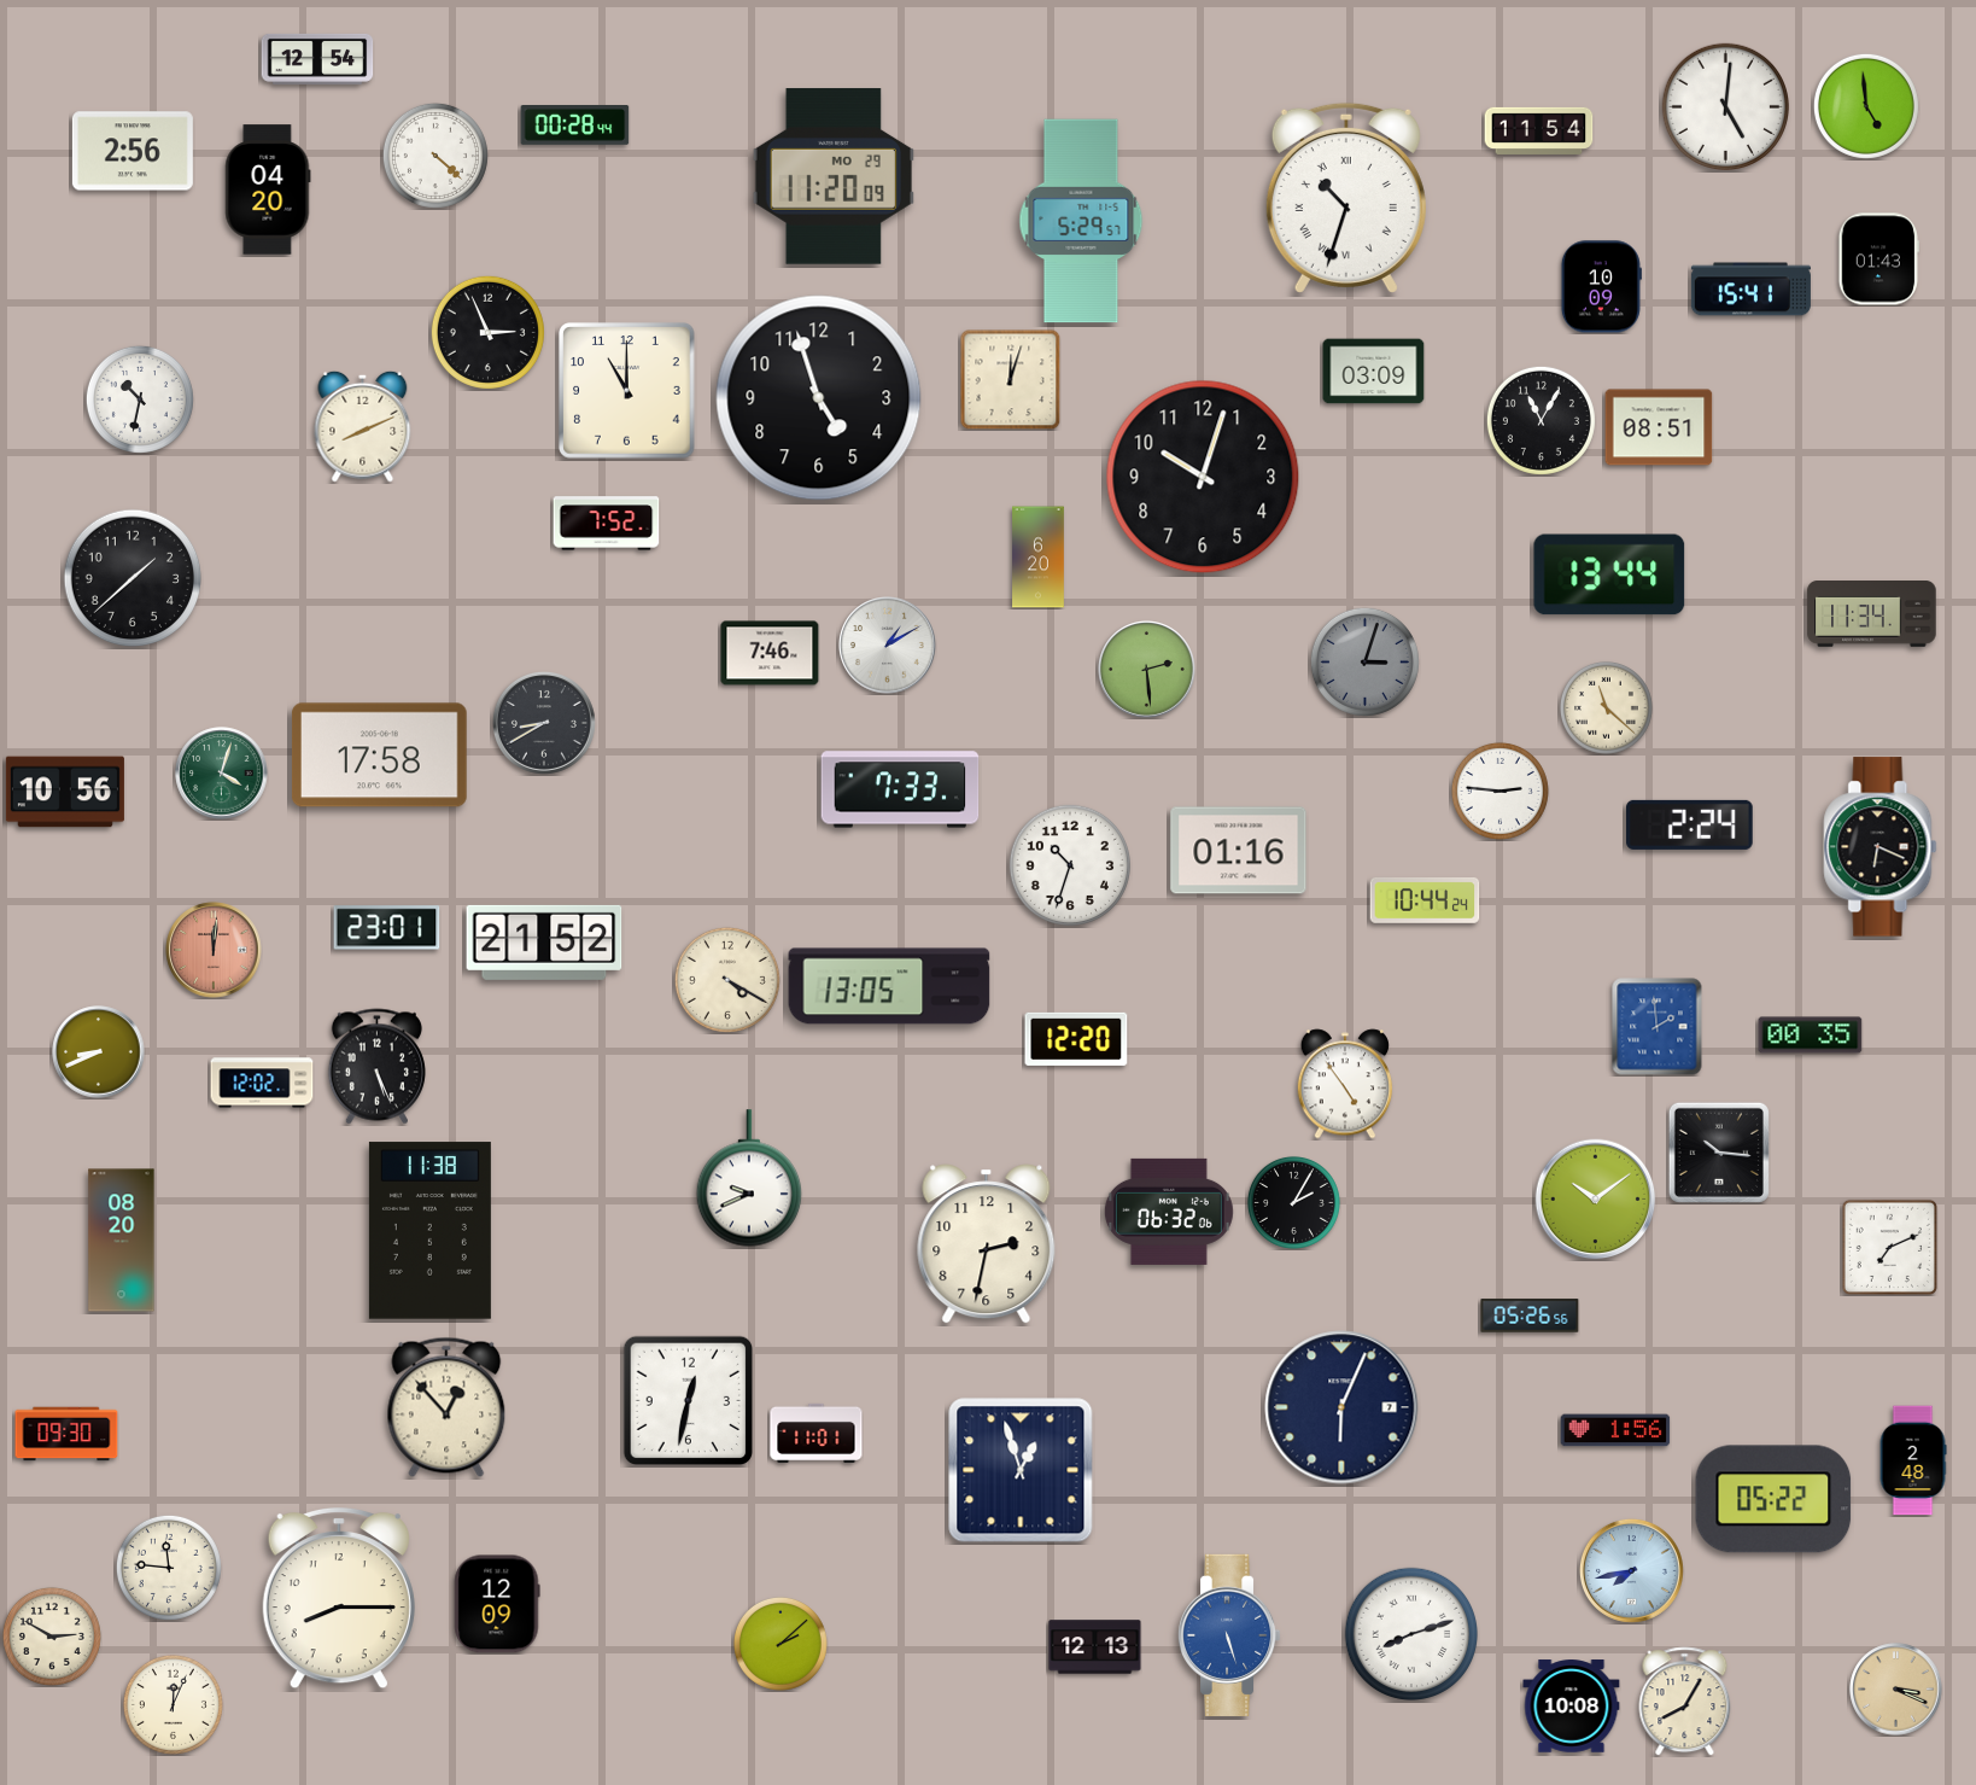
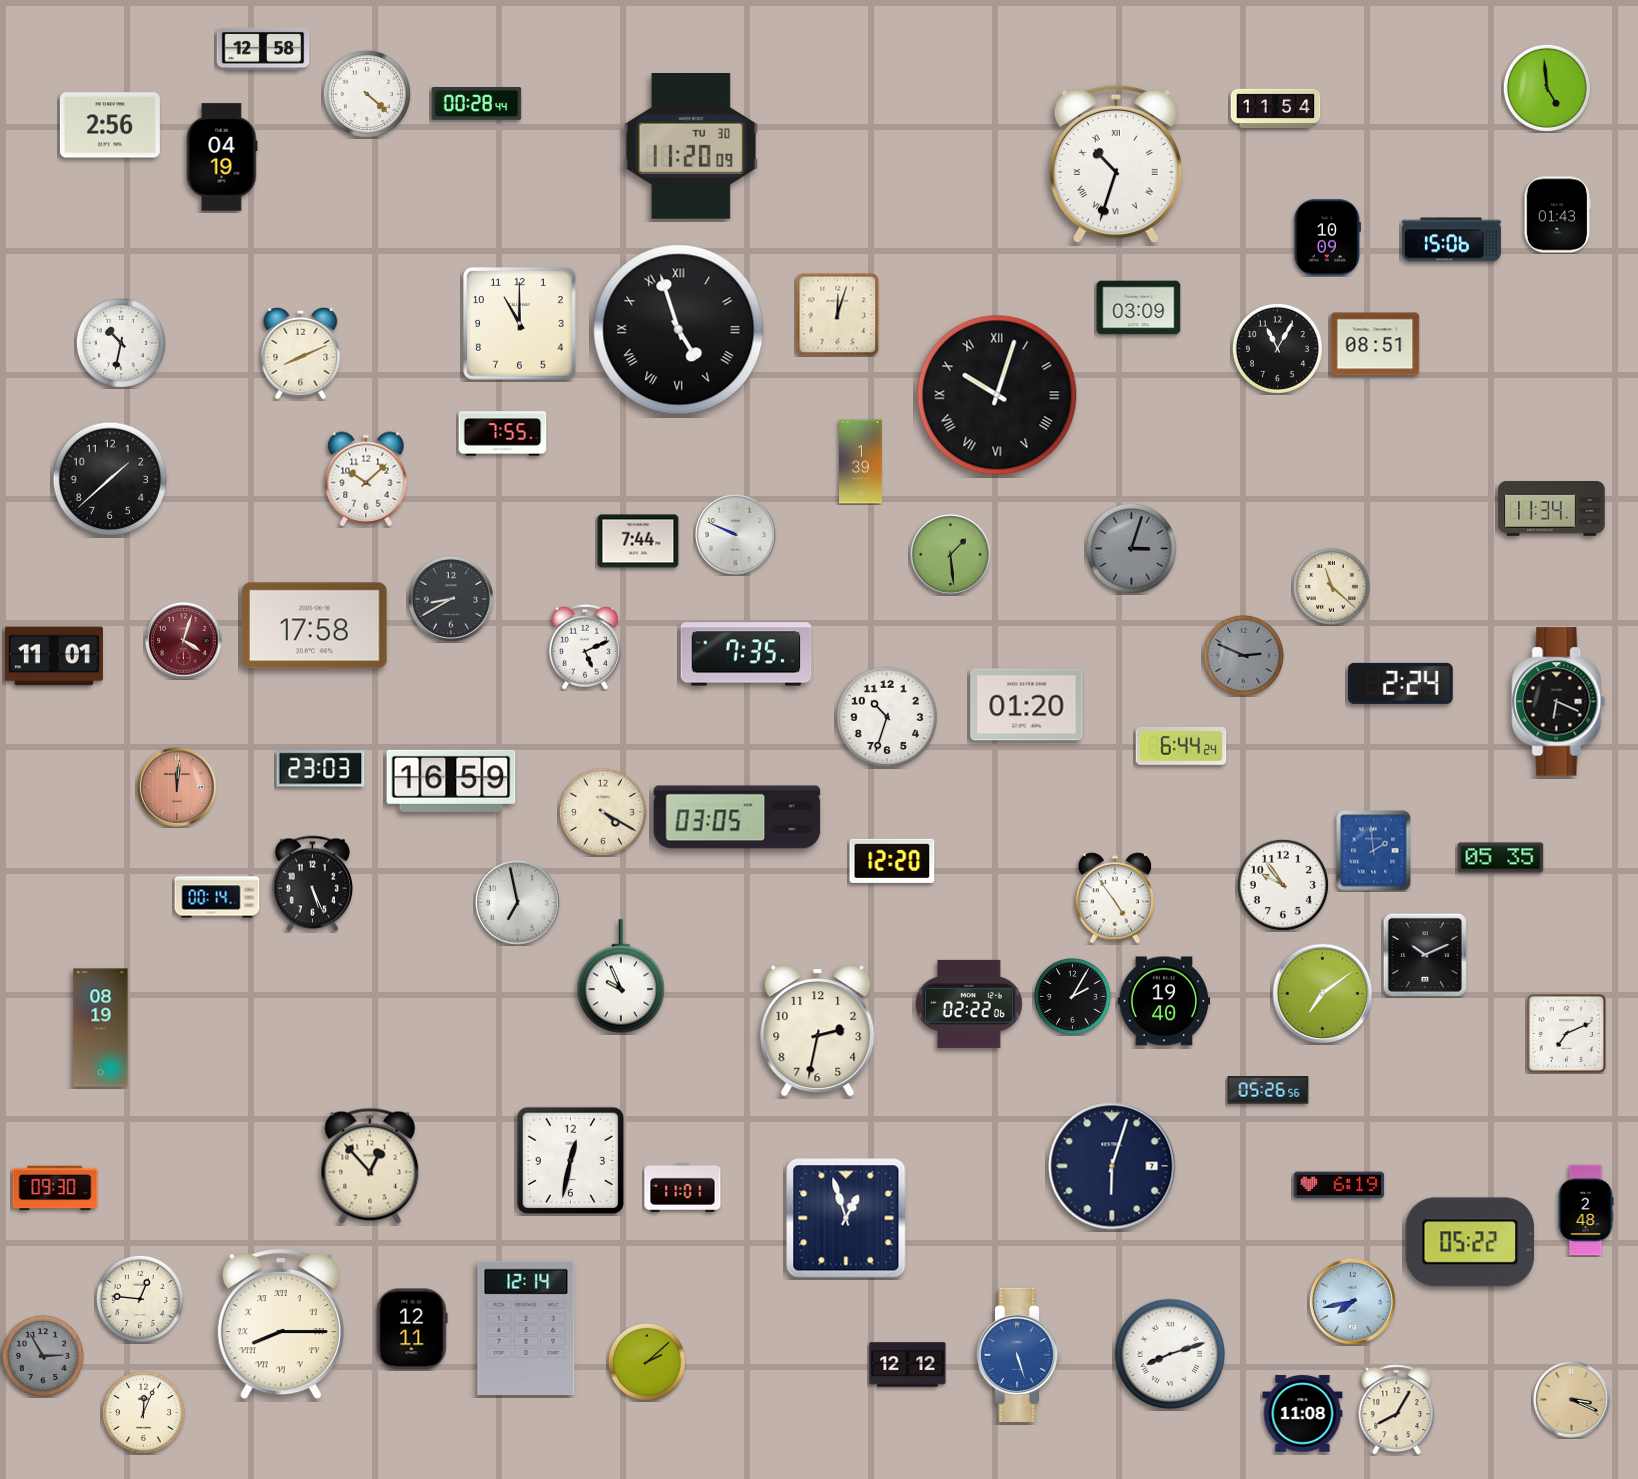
clock at (317, 59): 12:54 -> 12:58
clock at (1725, 106): 5:01 -> none
clock at (435, 156) position: (435, 156) -> (367, 94)
clock at (834, 176) date: MO 29 -> TU 30
clock at (268, 189): 04:20 -> 04:19
clock at (1081, 221): 5:29 -> none
clock at (1750, 290): 15:41 -> 15:06
clock at (487, 332): 2:56 -> none
clock at (819, 398) numerals: Arabic -> Roman
clock at (140, 399) position: (140, 399) -> (121, 343)
clock at (1659, 427) position: (1659, 427) -> (1375, 344)
clock at (1203, 477) numerals: Arabic -> Roman
clock at (607, 524): 7:52 -> 7:55
clock at (1039, 558): 6:20 -> 1:39
clock at (1609, 574): 13:44 -> none
clock at (366, 479): none -> 10:08
clock at (888, 646): 1:10 -> 9:49
clock at (770, 653): 7:46 -> 7:44
clock at (1147, 670): 2:29 -> 1:29
clock at (222, 774) dial: green -> burgundy
clock at (585, 647): none -> 5:11
clock at (900, 789): 7:33 -> 7:35
clock at (1499, 791): 2:46 -> 2:49
clock at (1499, 791) dial: white -> grey
clock at (65, 792): 10:56 -> 11:01
clock at (1239, 851): 01:16 -> 01:20
clock at (1425, 900): 10:44 -> 6:44
clock at (387, 928): 23:01 -> 23:03
clock at (544, 943): 21:52 -> 16:59
clock at (889, 986): 13:05 -> 03:05
clock at (1811, 1036): 00:35 -> 05:35
clock at (99, 1052): 8:41 -> none
clock at (1283, 885): none -> 9:54
clock at (262, 1083): 12:02 -> 00:14
clock at (517, 902): none -> 6:58
clock at (1719, 1153): 10:16 -> 10:11
clock at (748, 1178): 9:41 -> 9:56
clock at (1596, 1200): 10:09 -> 7:09
clock at (1164, 1001): none -> 19:40
clock at (1169, 1212): 06:32 -> 02:22
clock at (429, 1231): 11:38 -> none
clock at (122, 1241): 08:20 -> 08:19
clock at (1341, 1407): 6:04 -> 6:03
clock at (1615, 1430): 1:56 -> 6:19
clock at (817, 1433) position: (817, 1433) -> (683, 1187)
clock at (169, 1568): 11:46 -> 12:46
clock at (339, 1598) numerals: Arabic -> Roman
clock at (526, 1328): none -> 12:14
clock at (497, 1604): 12:09 -> 12:11
clock at (52, 1637): 2:50 -> 2:55
clock at (52, 1637) dial: cream -> grey
clock at (1095, 1647): 12:13 -> 12:12
clock at (1572, 1707): 10:08 -> 11:08
